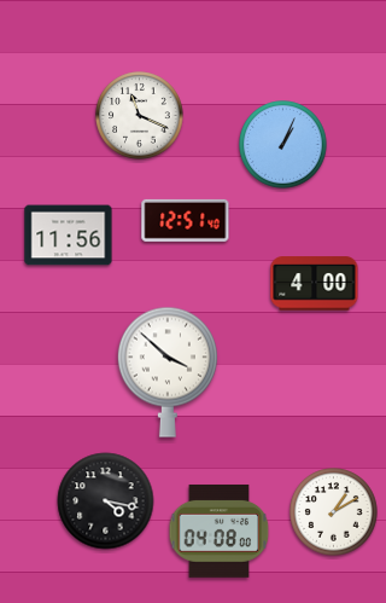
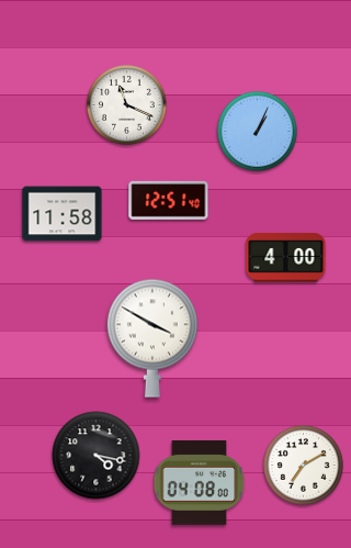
clock at (69, 236): 11:56 -> 11:58
clock at (168, 372): 3:52 -> 3:50
clock at (334, 512): 1:10 -> 7:10
